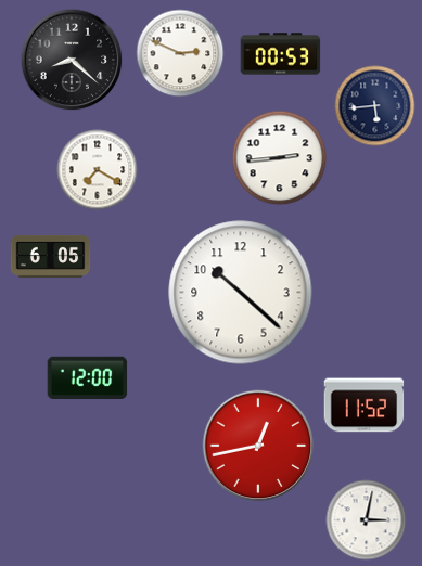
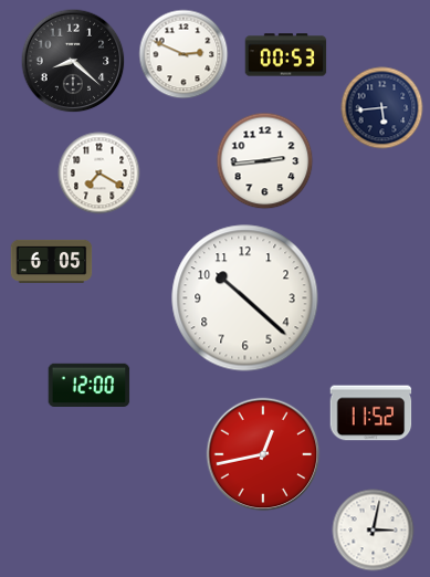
clock at (280, 158) position: (280, 158) -> (265, 161)
